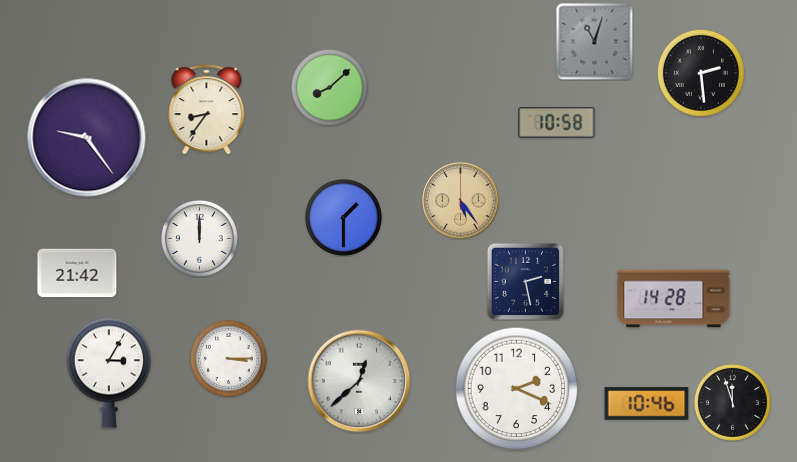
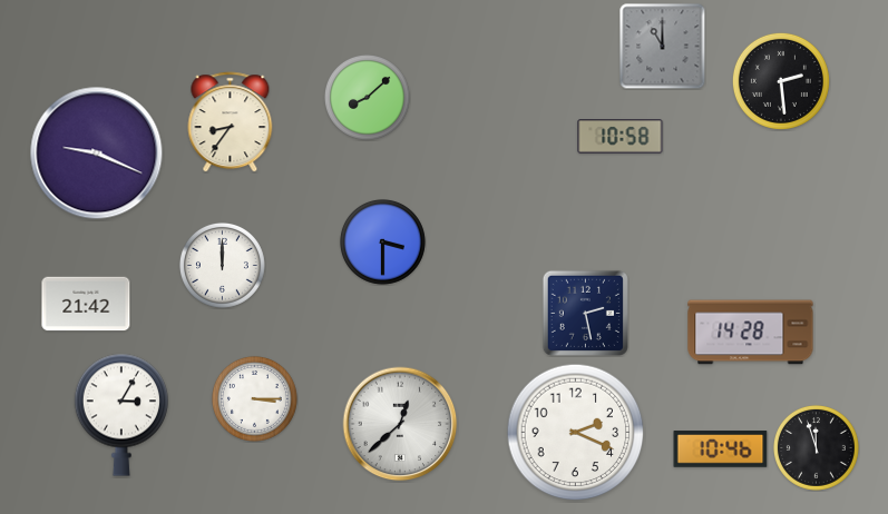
clock at (594, 41): 11:03 -> 11:00
clock at (87, 138): 9:24 -> 9:19
clock at (461, 201): 5:24 -> none
clock at (343, 217): 1:30 -> 3:30
